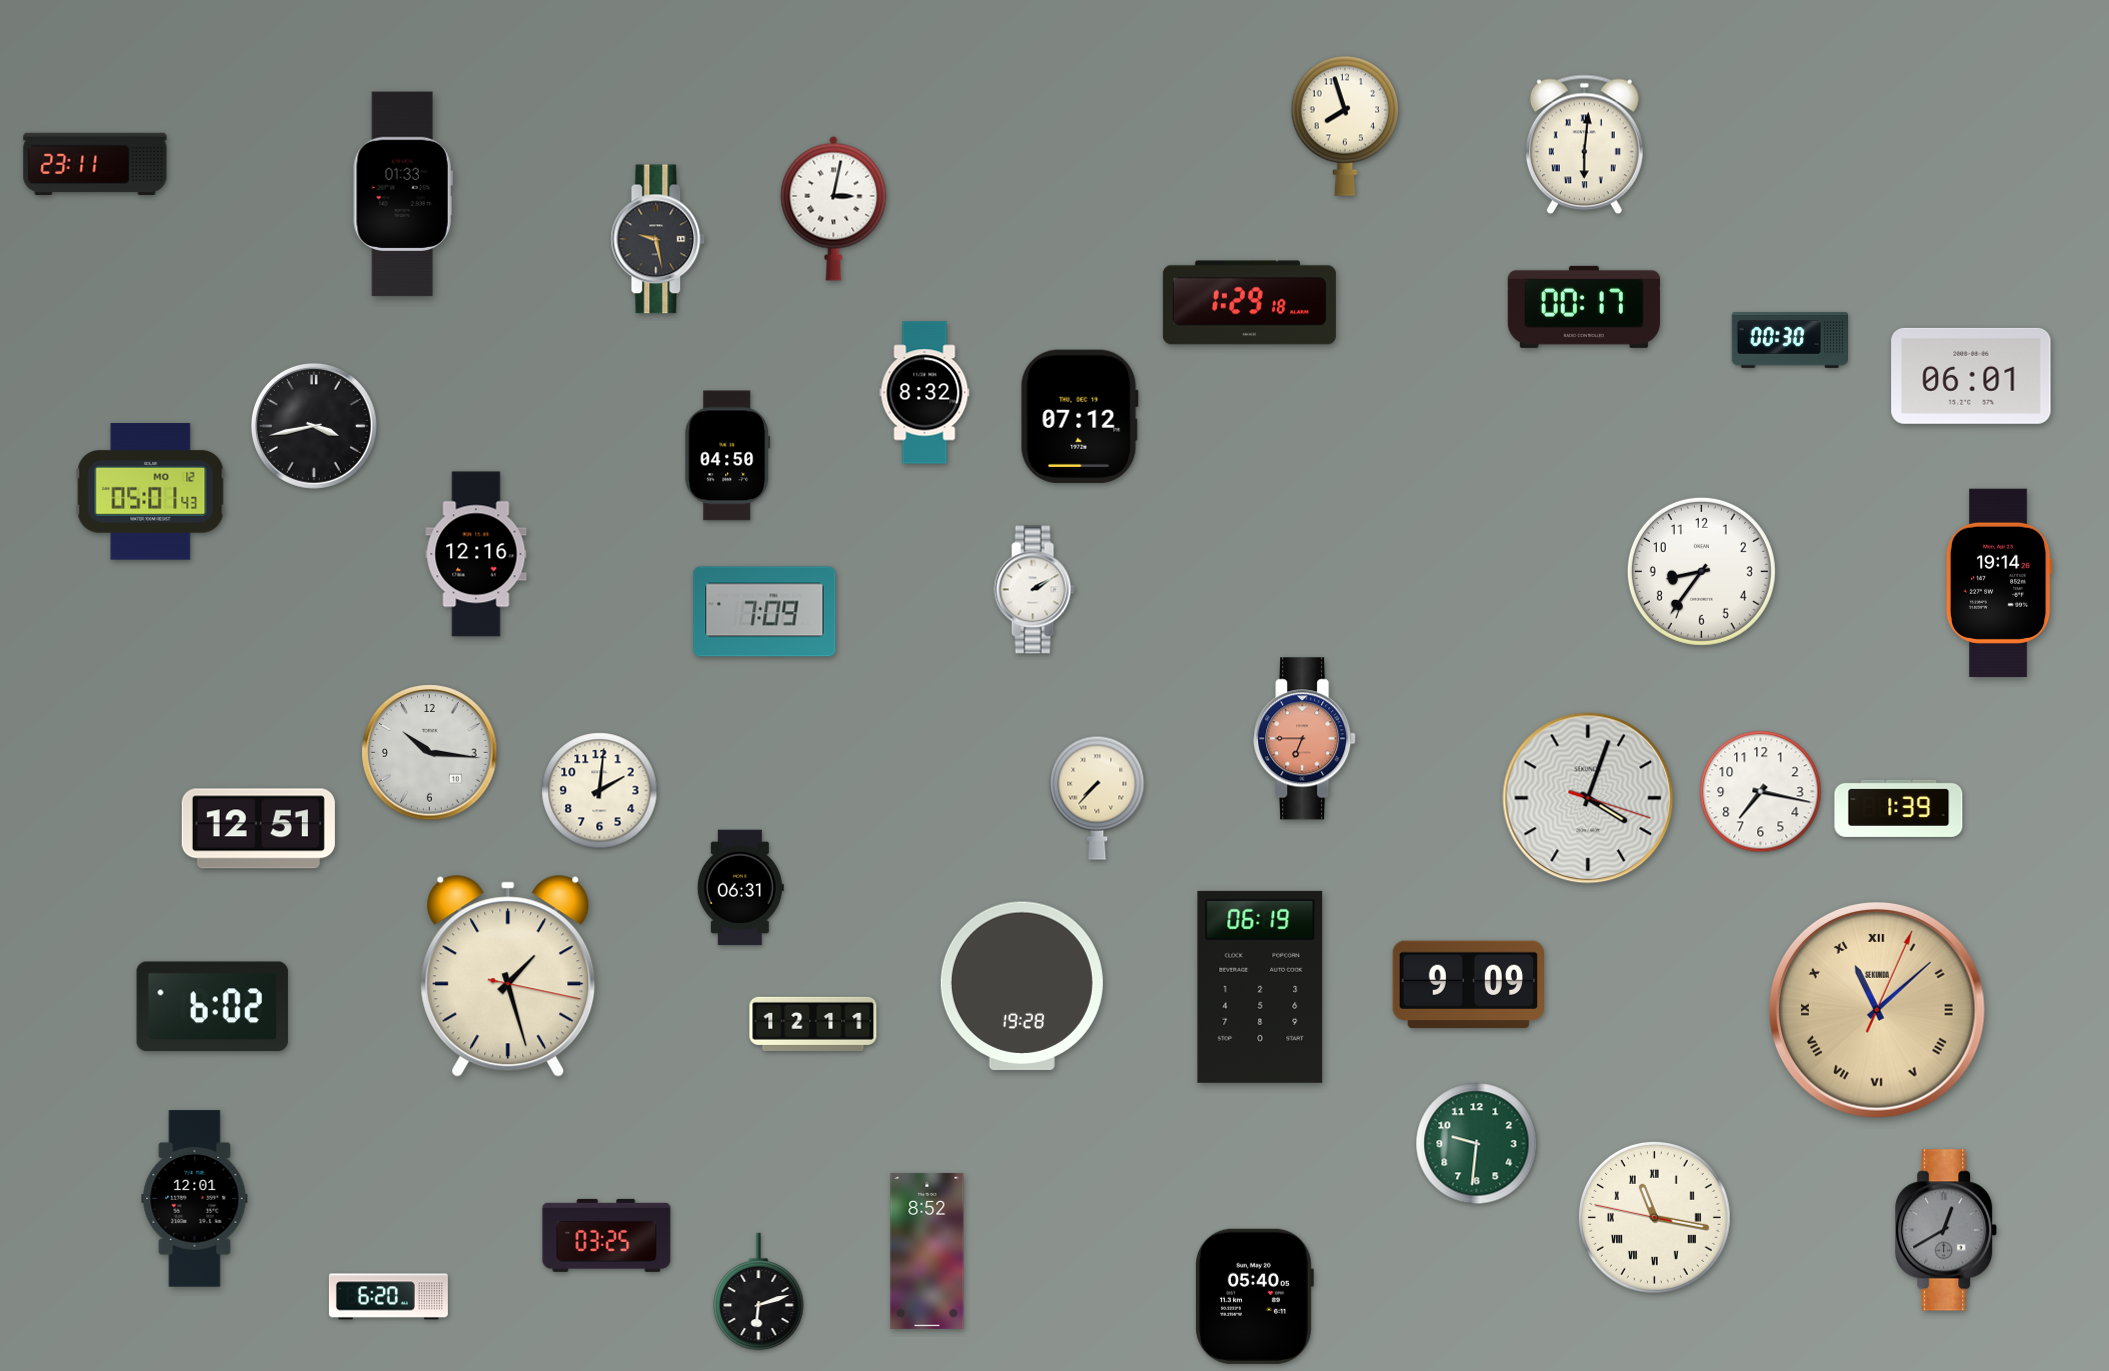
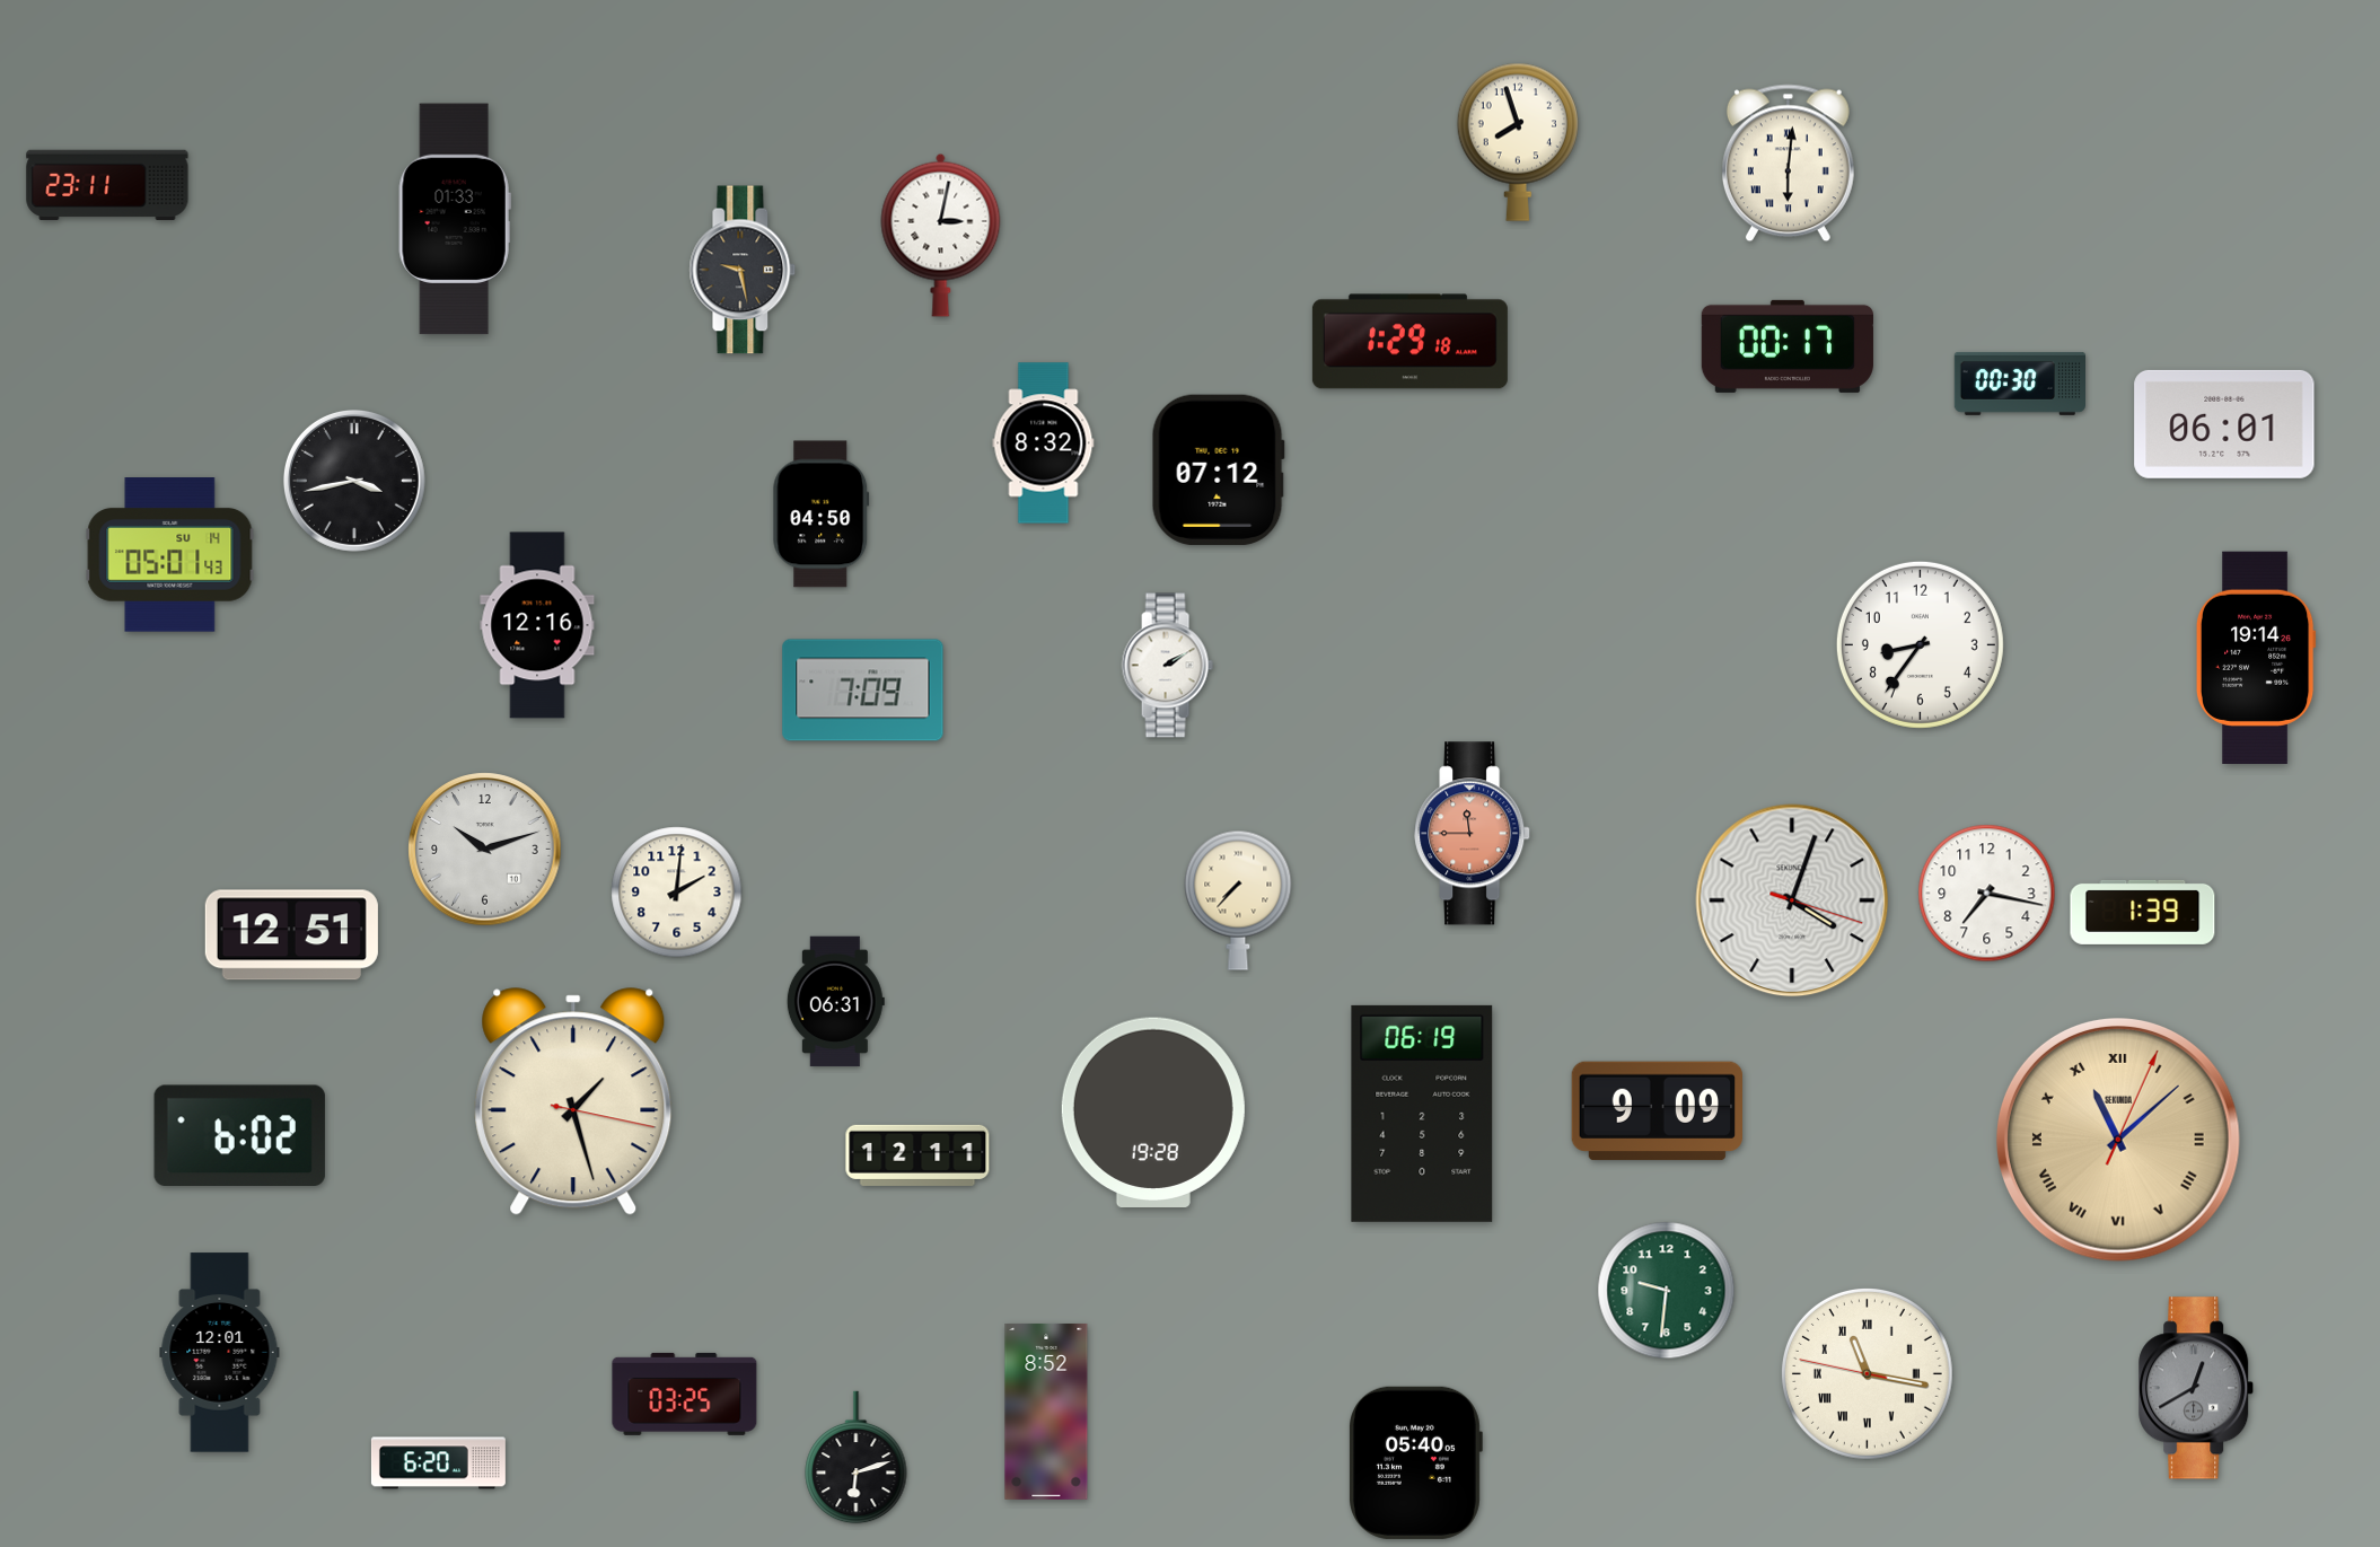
clock at (151, 492) date: MO 12 -> SU 14
clock at (1305, 739): 6:45 -> 11:45
clock at (430, 753): 10:16 -> 10:12
